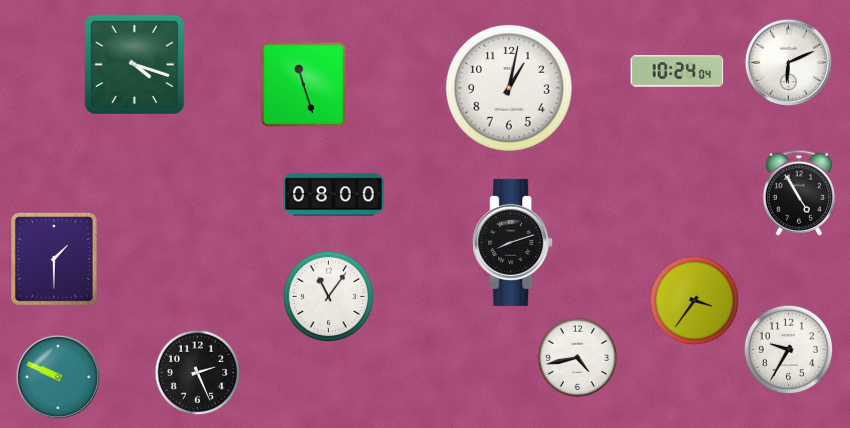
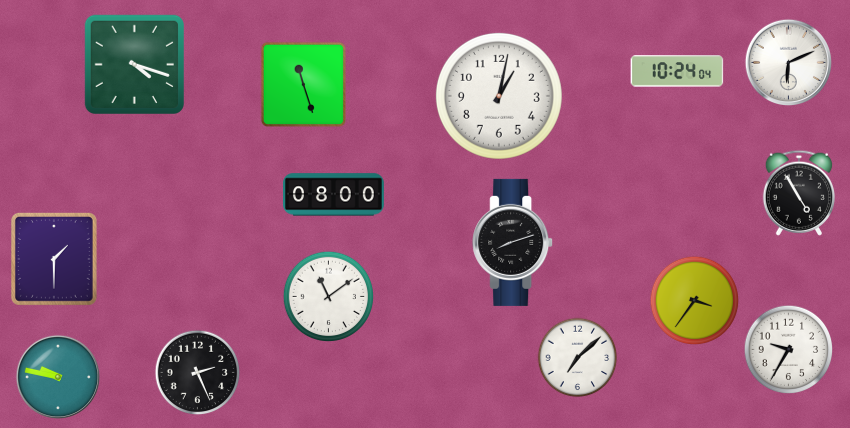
clock at (509, 88) position: (509, 88) -> (499, 96)
clock at (329, 297): 11:06 -> 11:09
clock at (578, 358): 4:43 -> 7:08
clock at (58, 377): 9:49 -> 9:47
